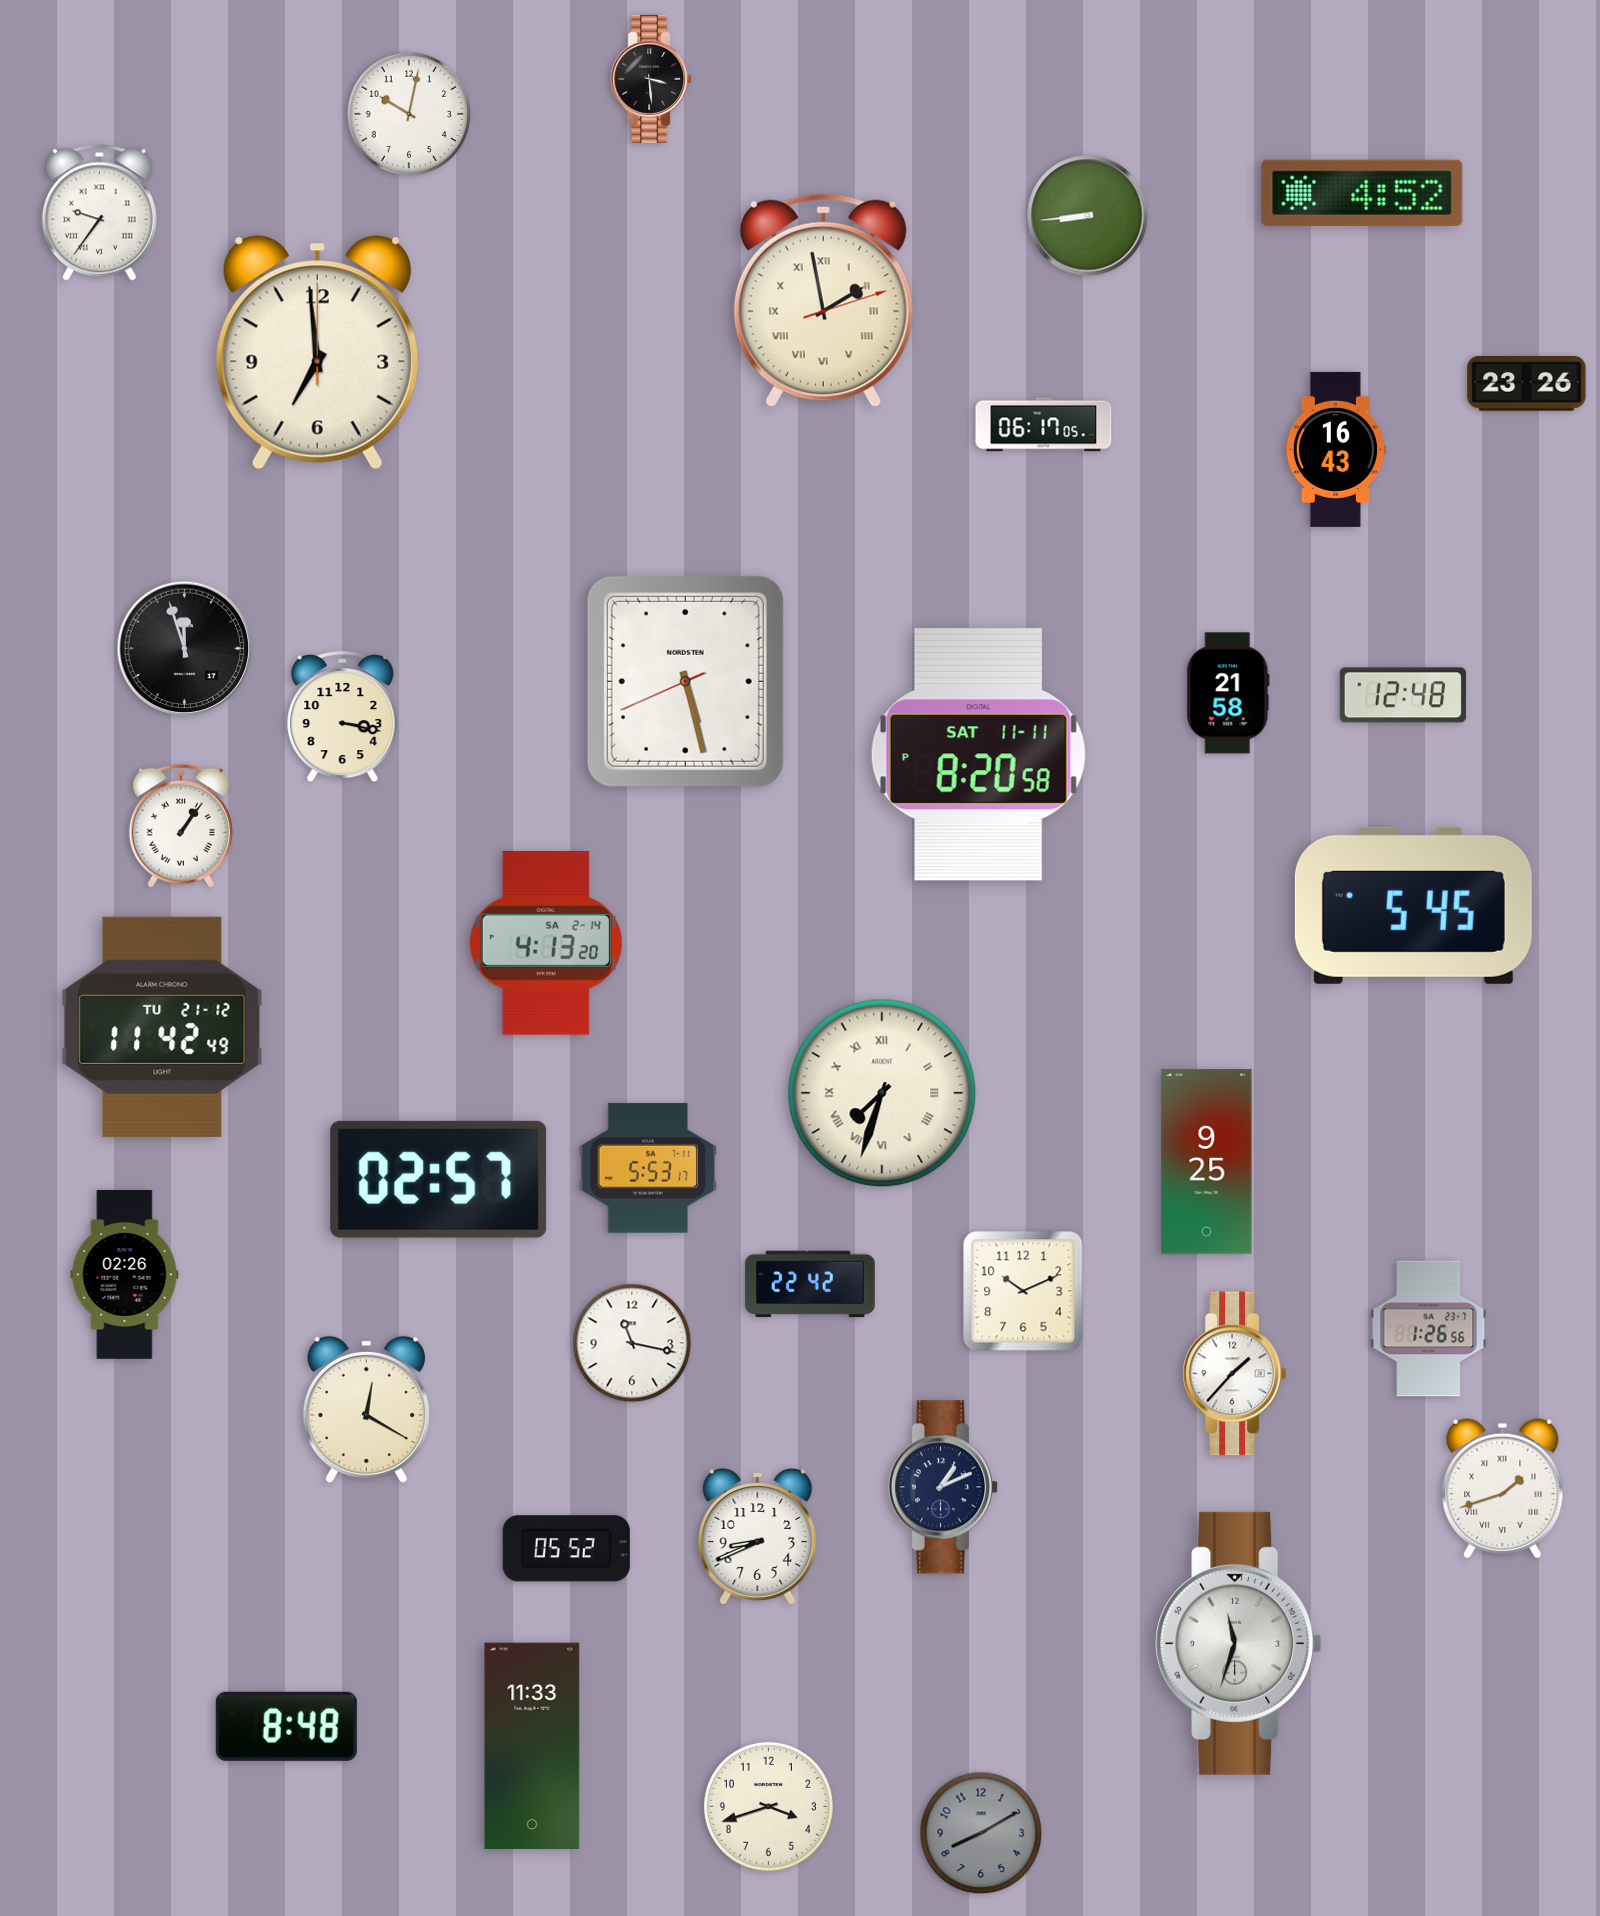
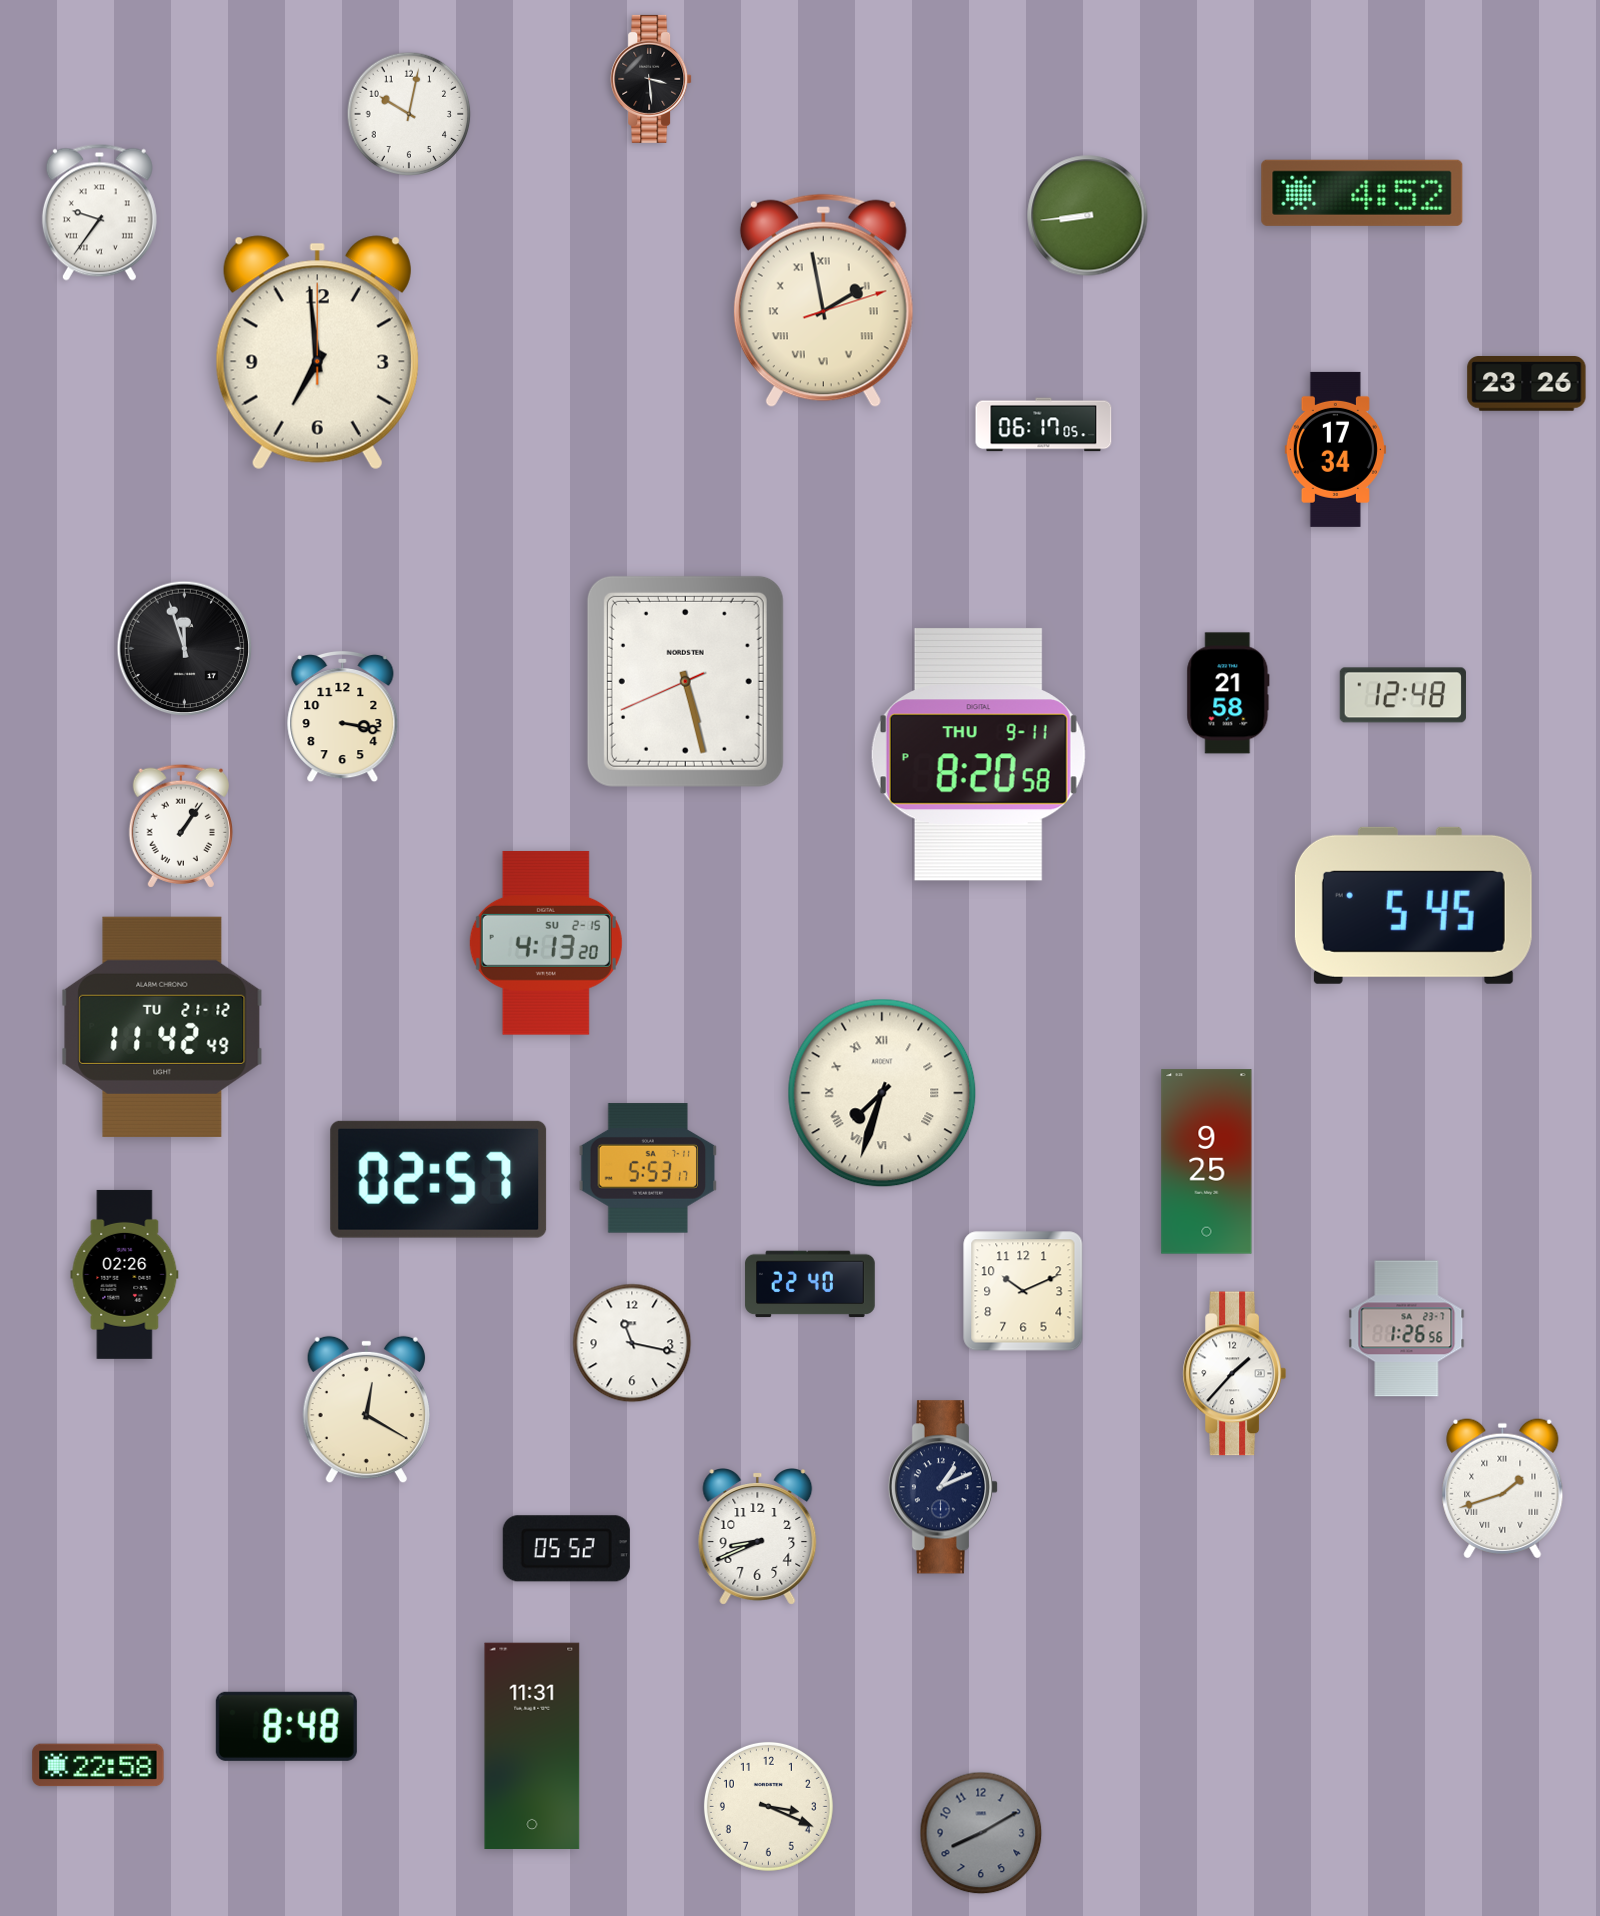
clock at (1335, 449): 16:43 -> 17:34
clock at (978, 754) date: SAT 11-11 -> THU 9-11
clock at (546, 943) date: SA 2-14 -> SU 2-15
clock at (810, 1284): 22:42 -> 22:40
clock at (1429, 1329) position: (1429, 1329) -> (1407, 1329)
clock at (1239, 1643): 11:33 -> none
clock at (532, 1745): 11:33 -> 11:31
clock at (98, 1765): none -> 22:58
clock at (768, 1806): 3:42 -> 3:19
